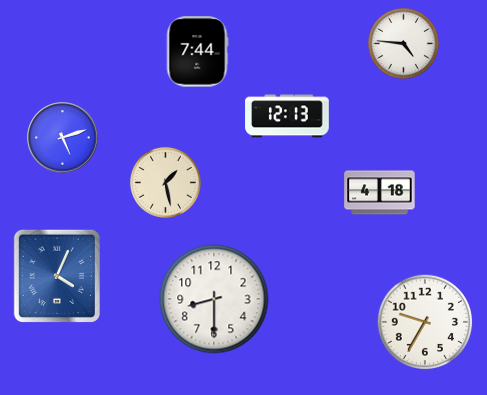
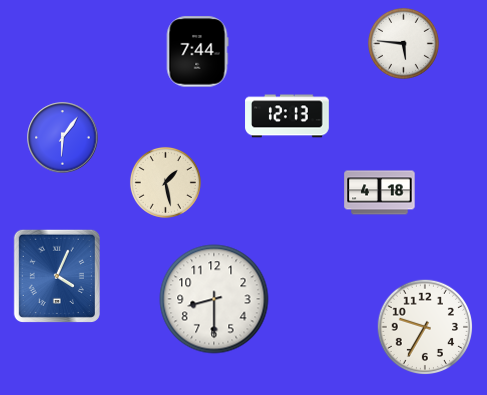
clock at (403, 43): 4:46 -> 5:46
clock at (63, 138): 5:12 -> 6:06
clock at (424, 321) position: (424, 321) -> (424, 326)
